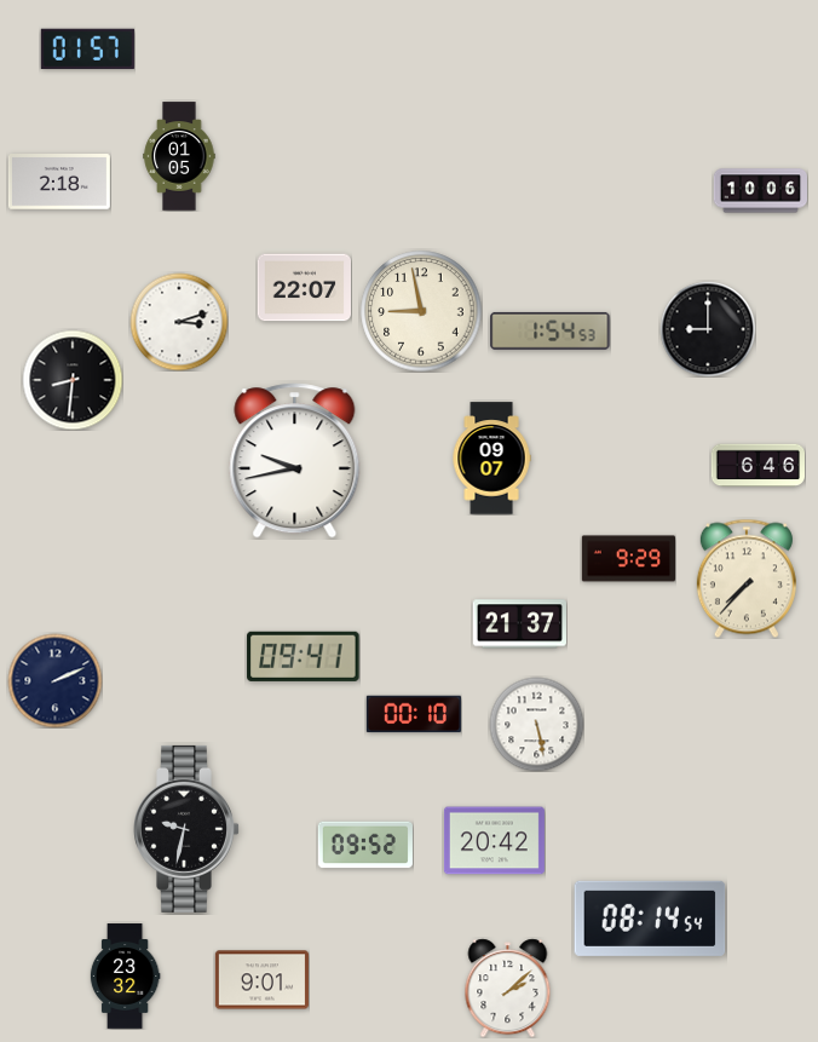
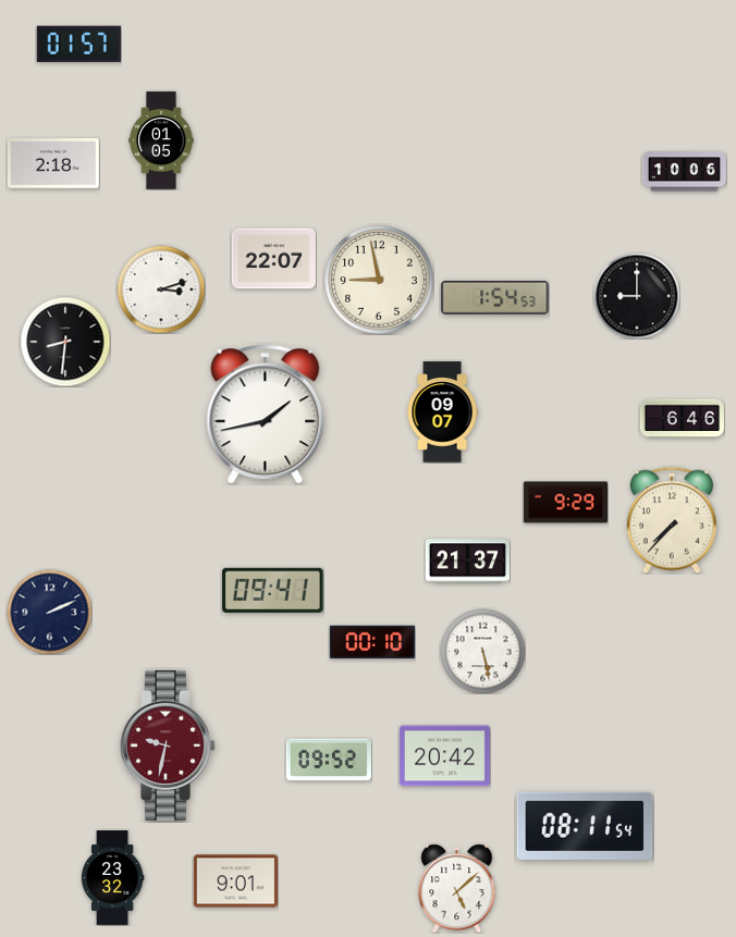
clock at (295, 461): 9:43 -> 1:43
clock at (188, 829) dial: black -> burgundy
clock at (650, 919): 08:14 -> 08:11
clock at (508, 988): 2:08 -> 5:08
